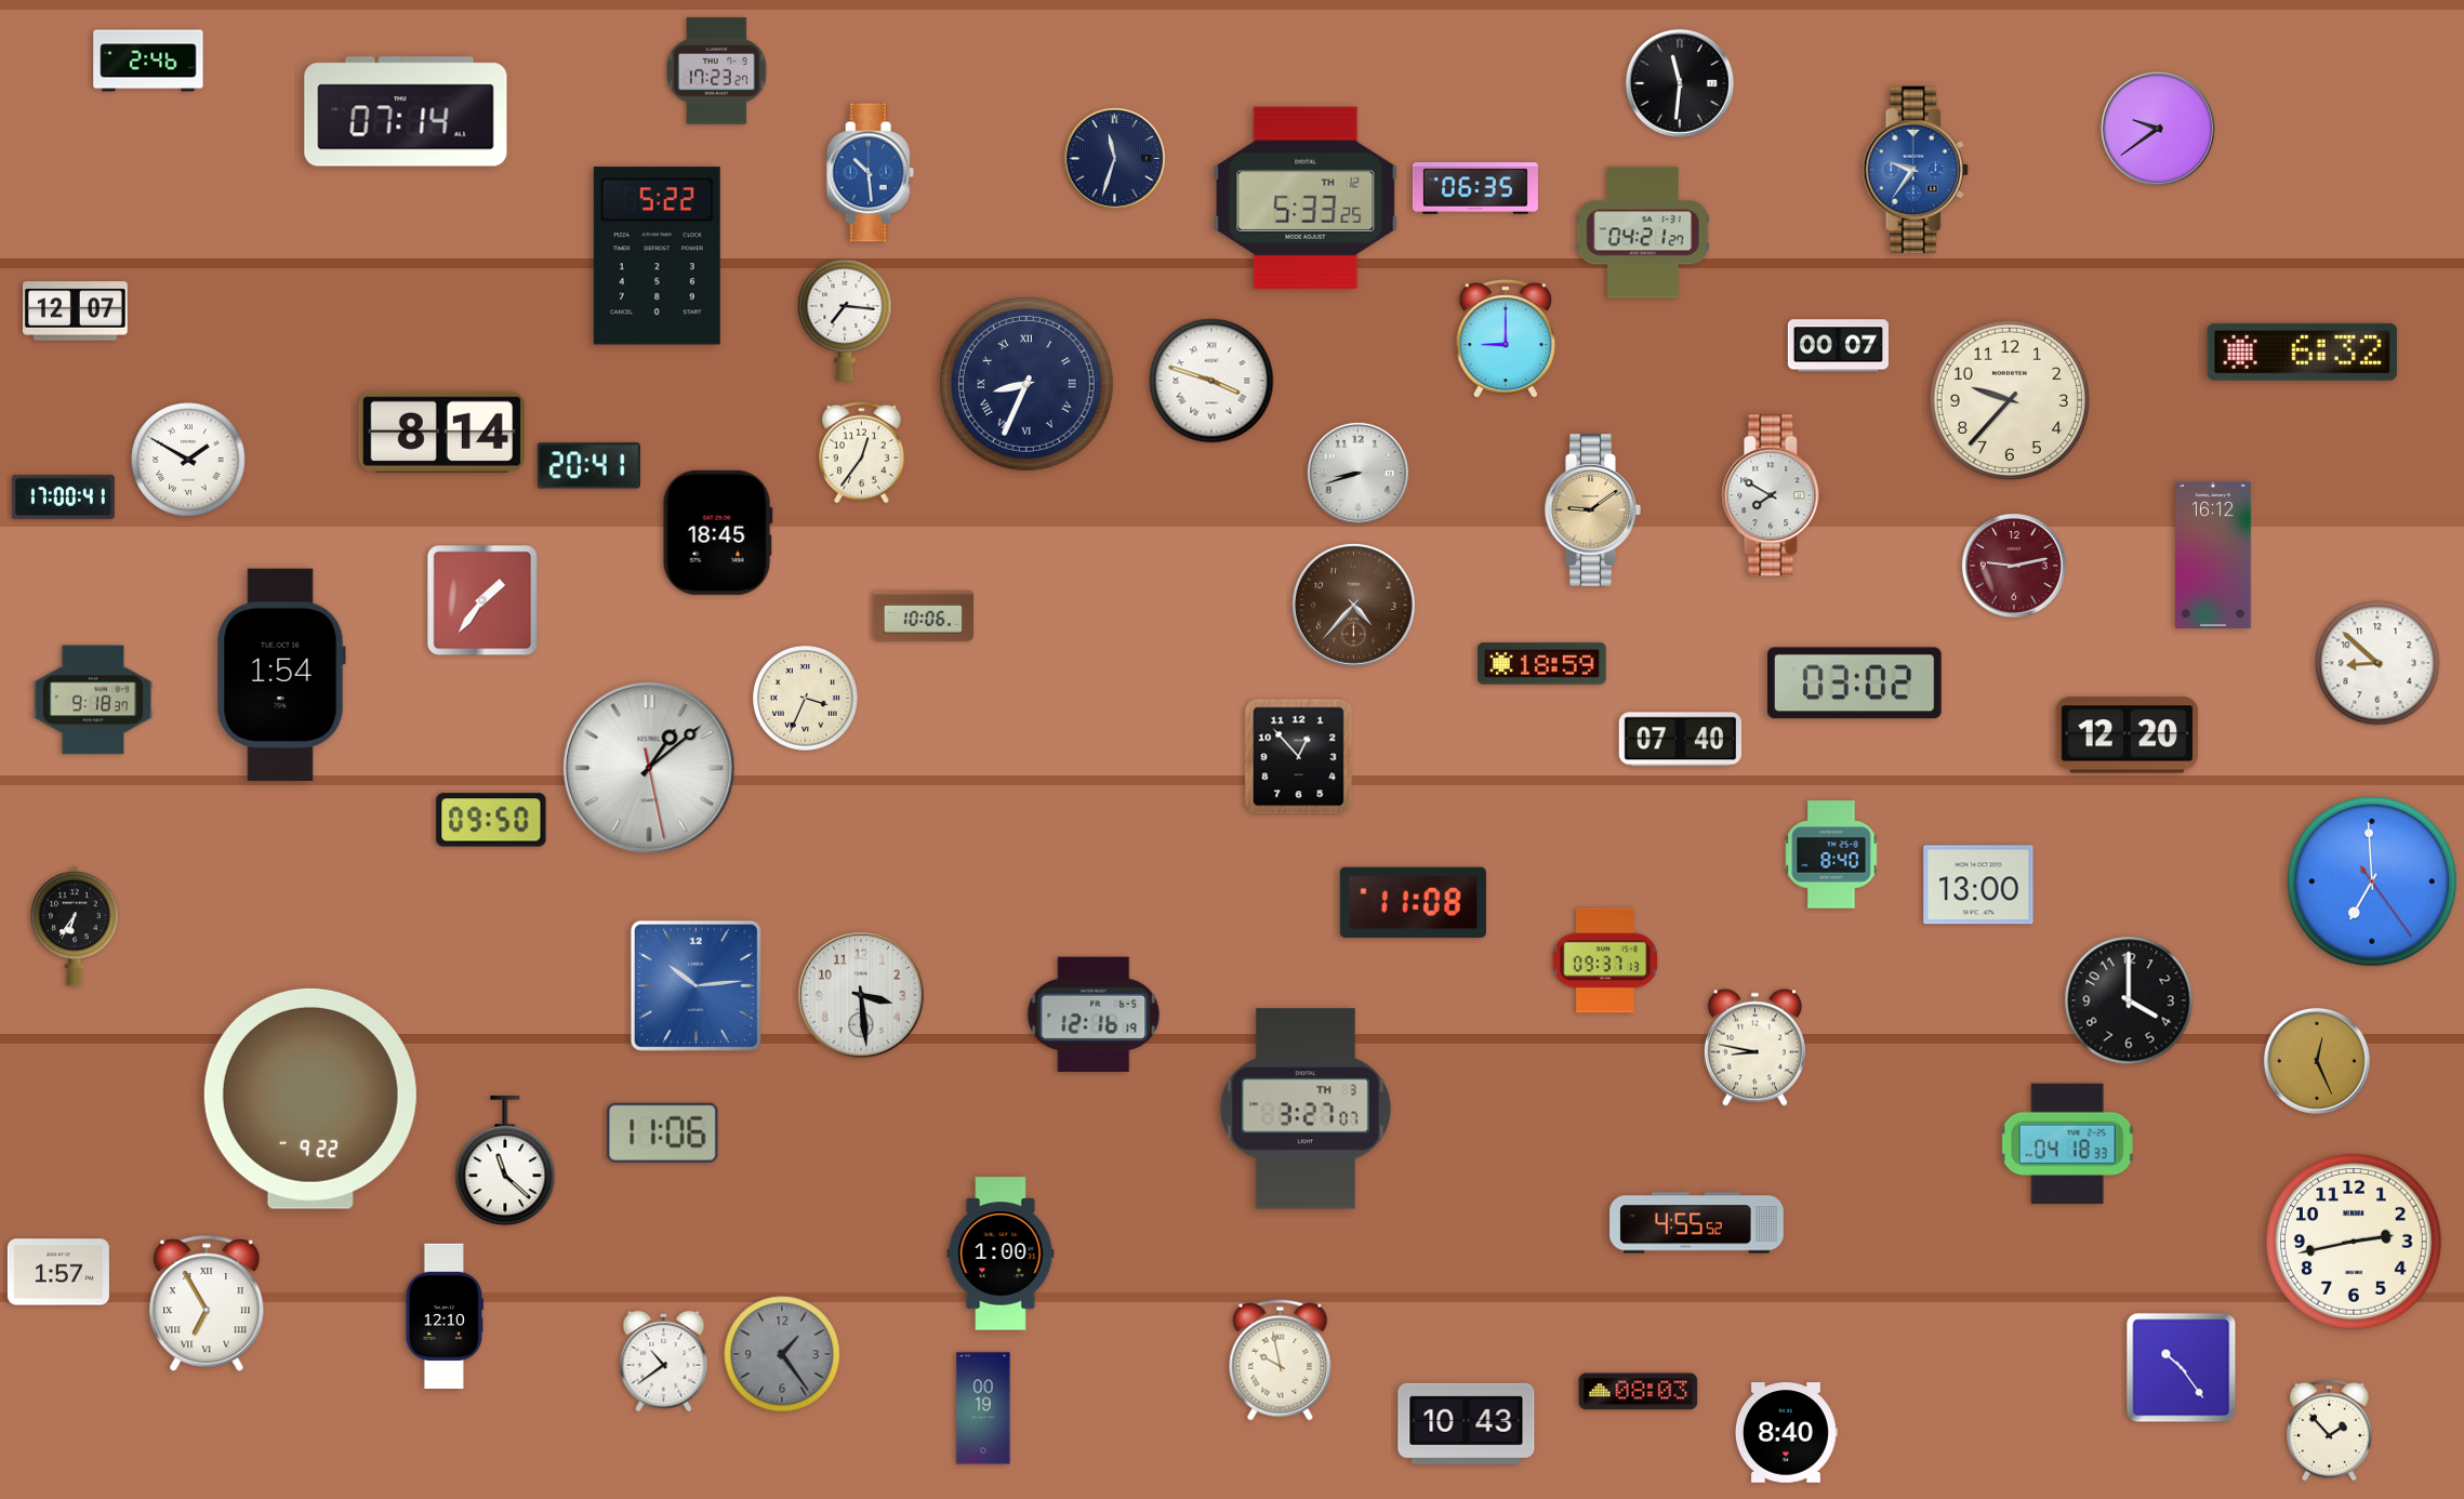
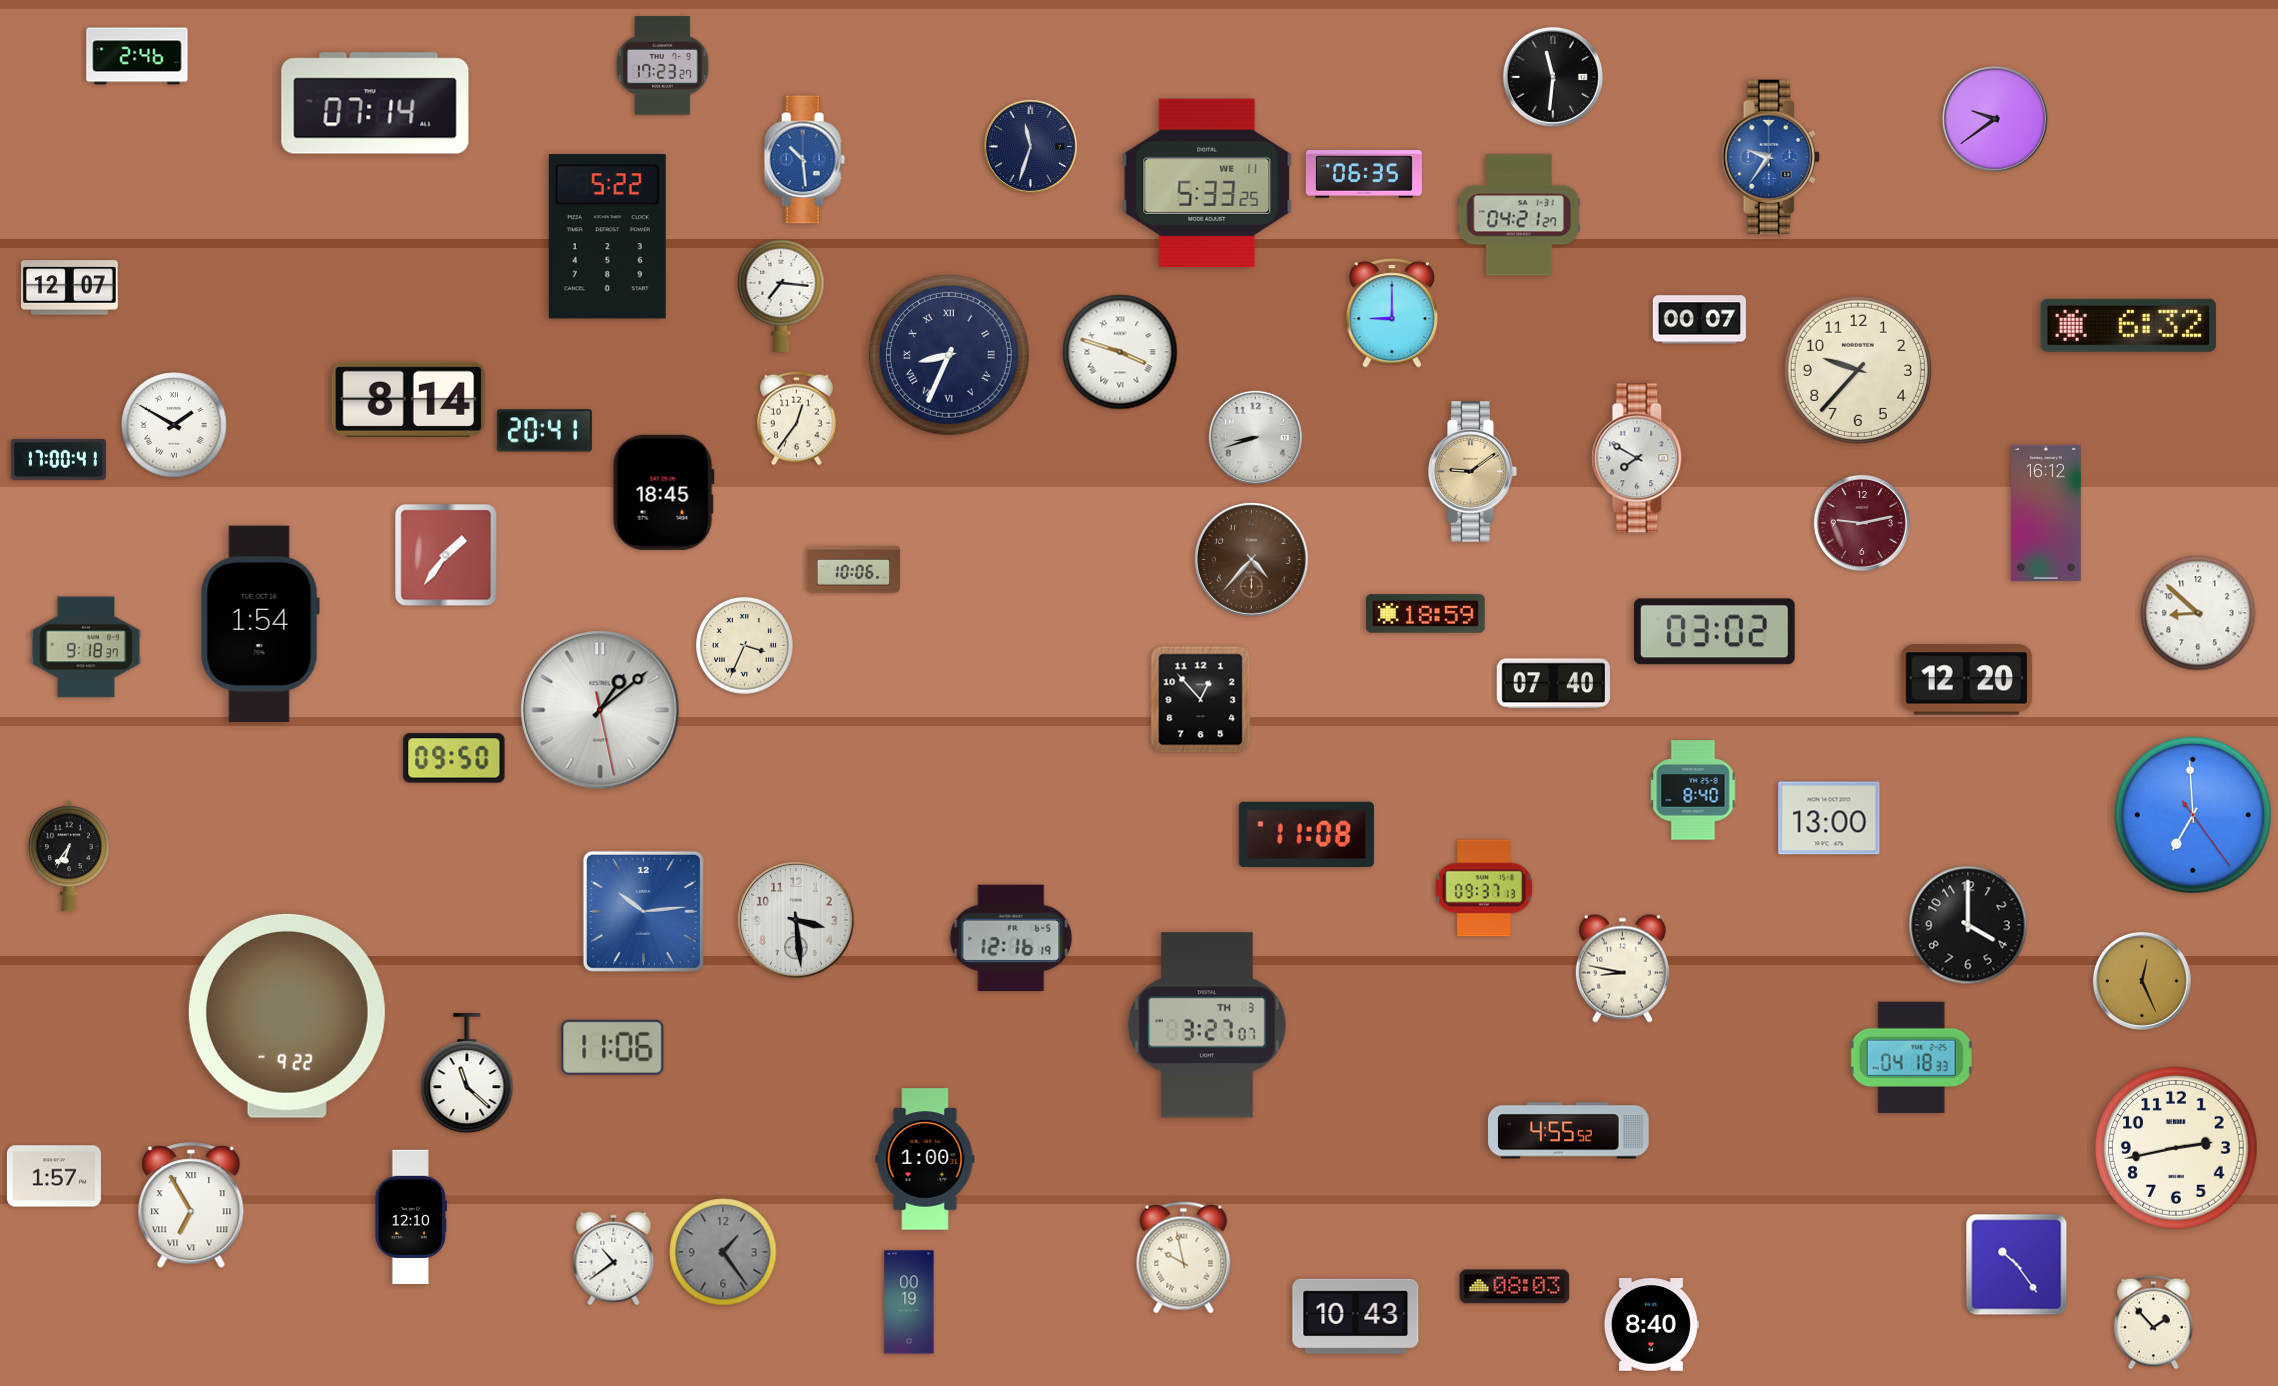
clock at (1306, 198) date: TH 12 -> WE 11
